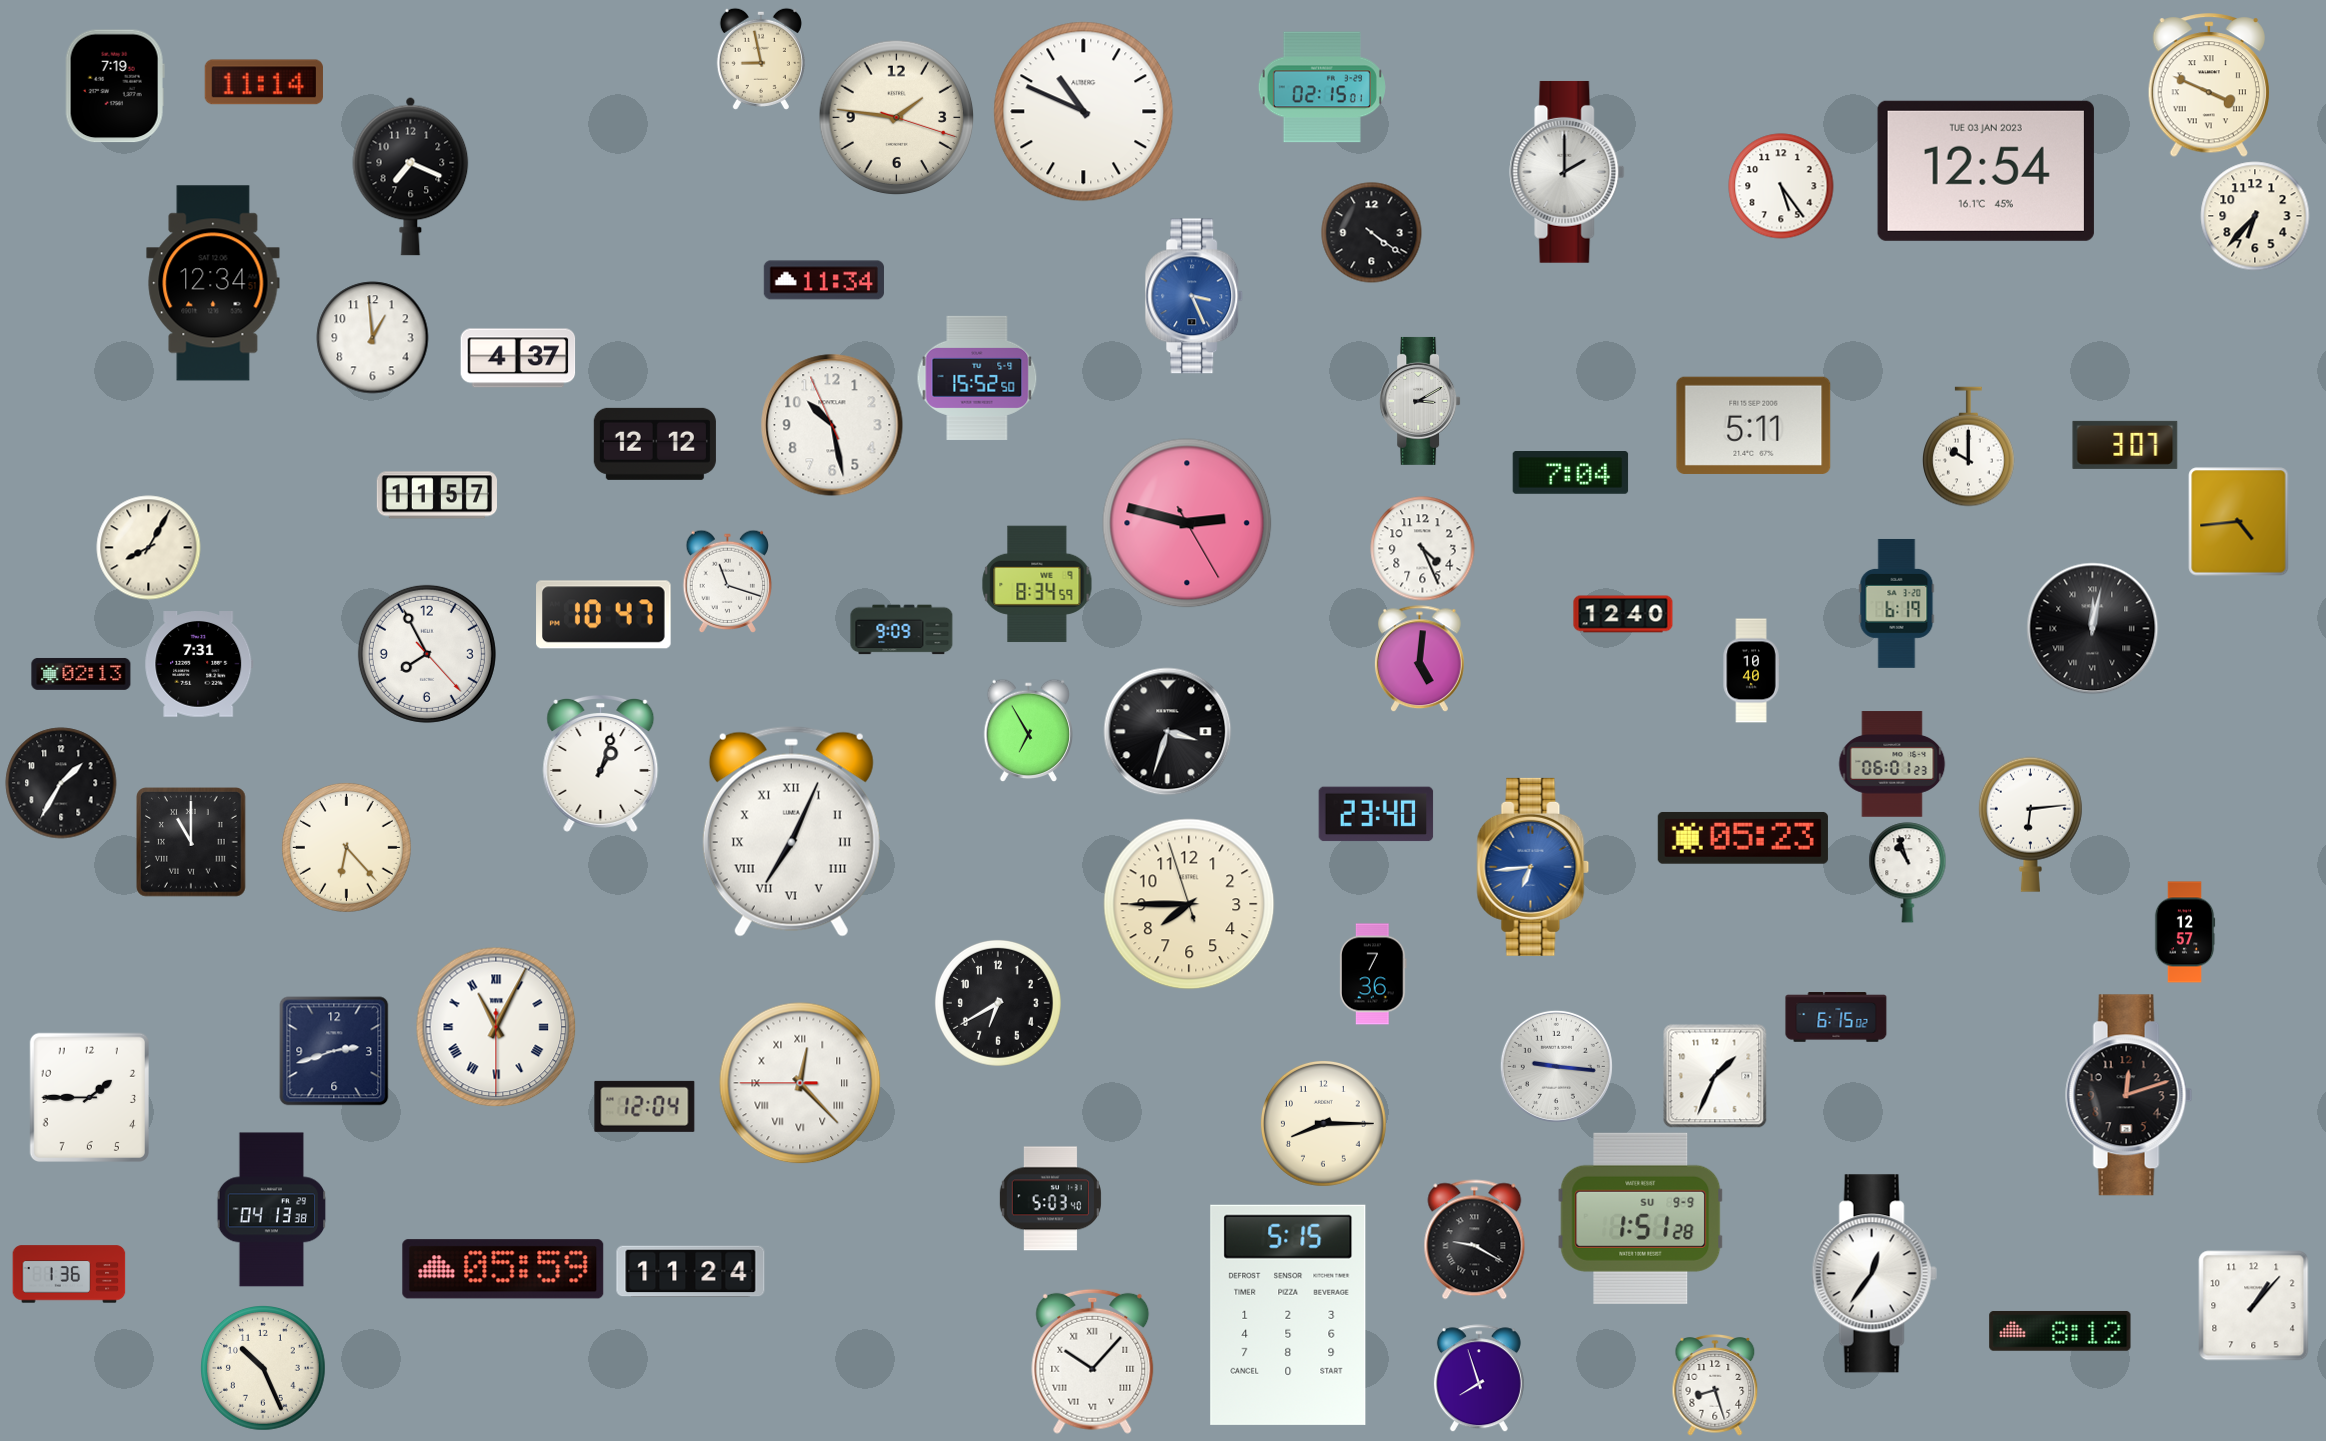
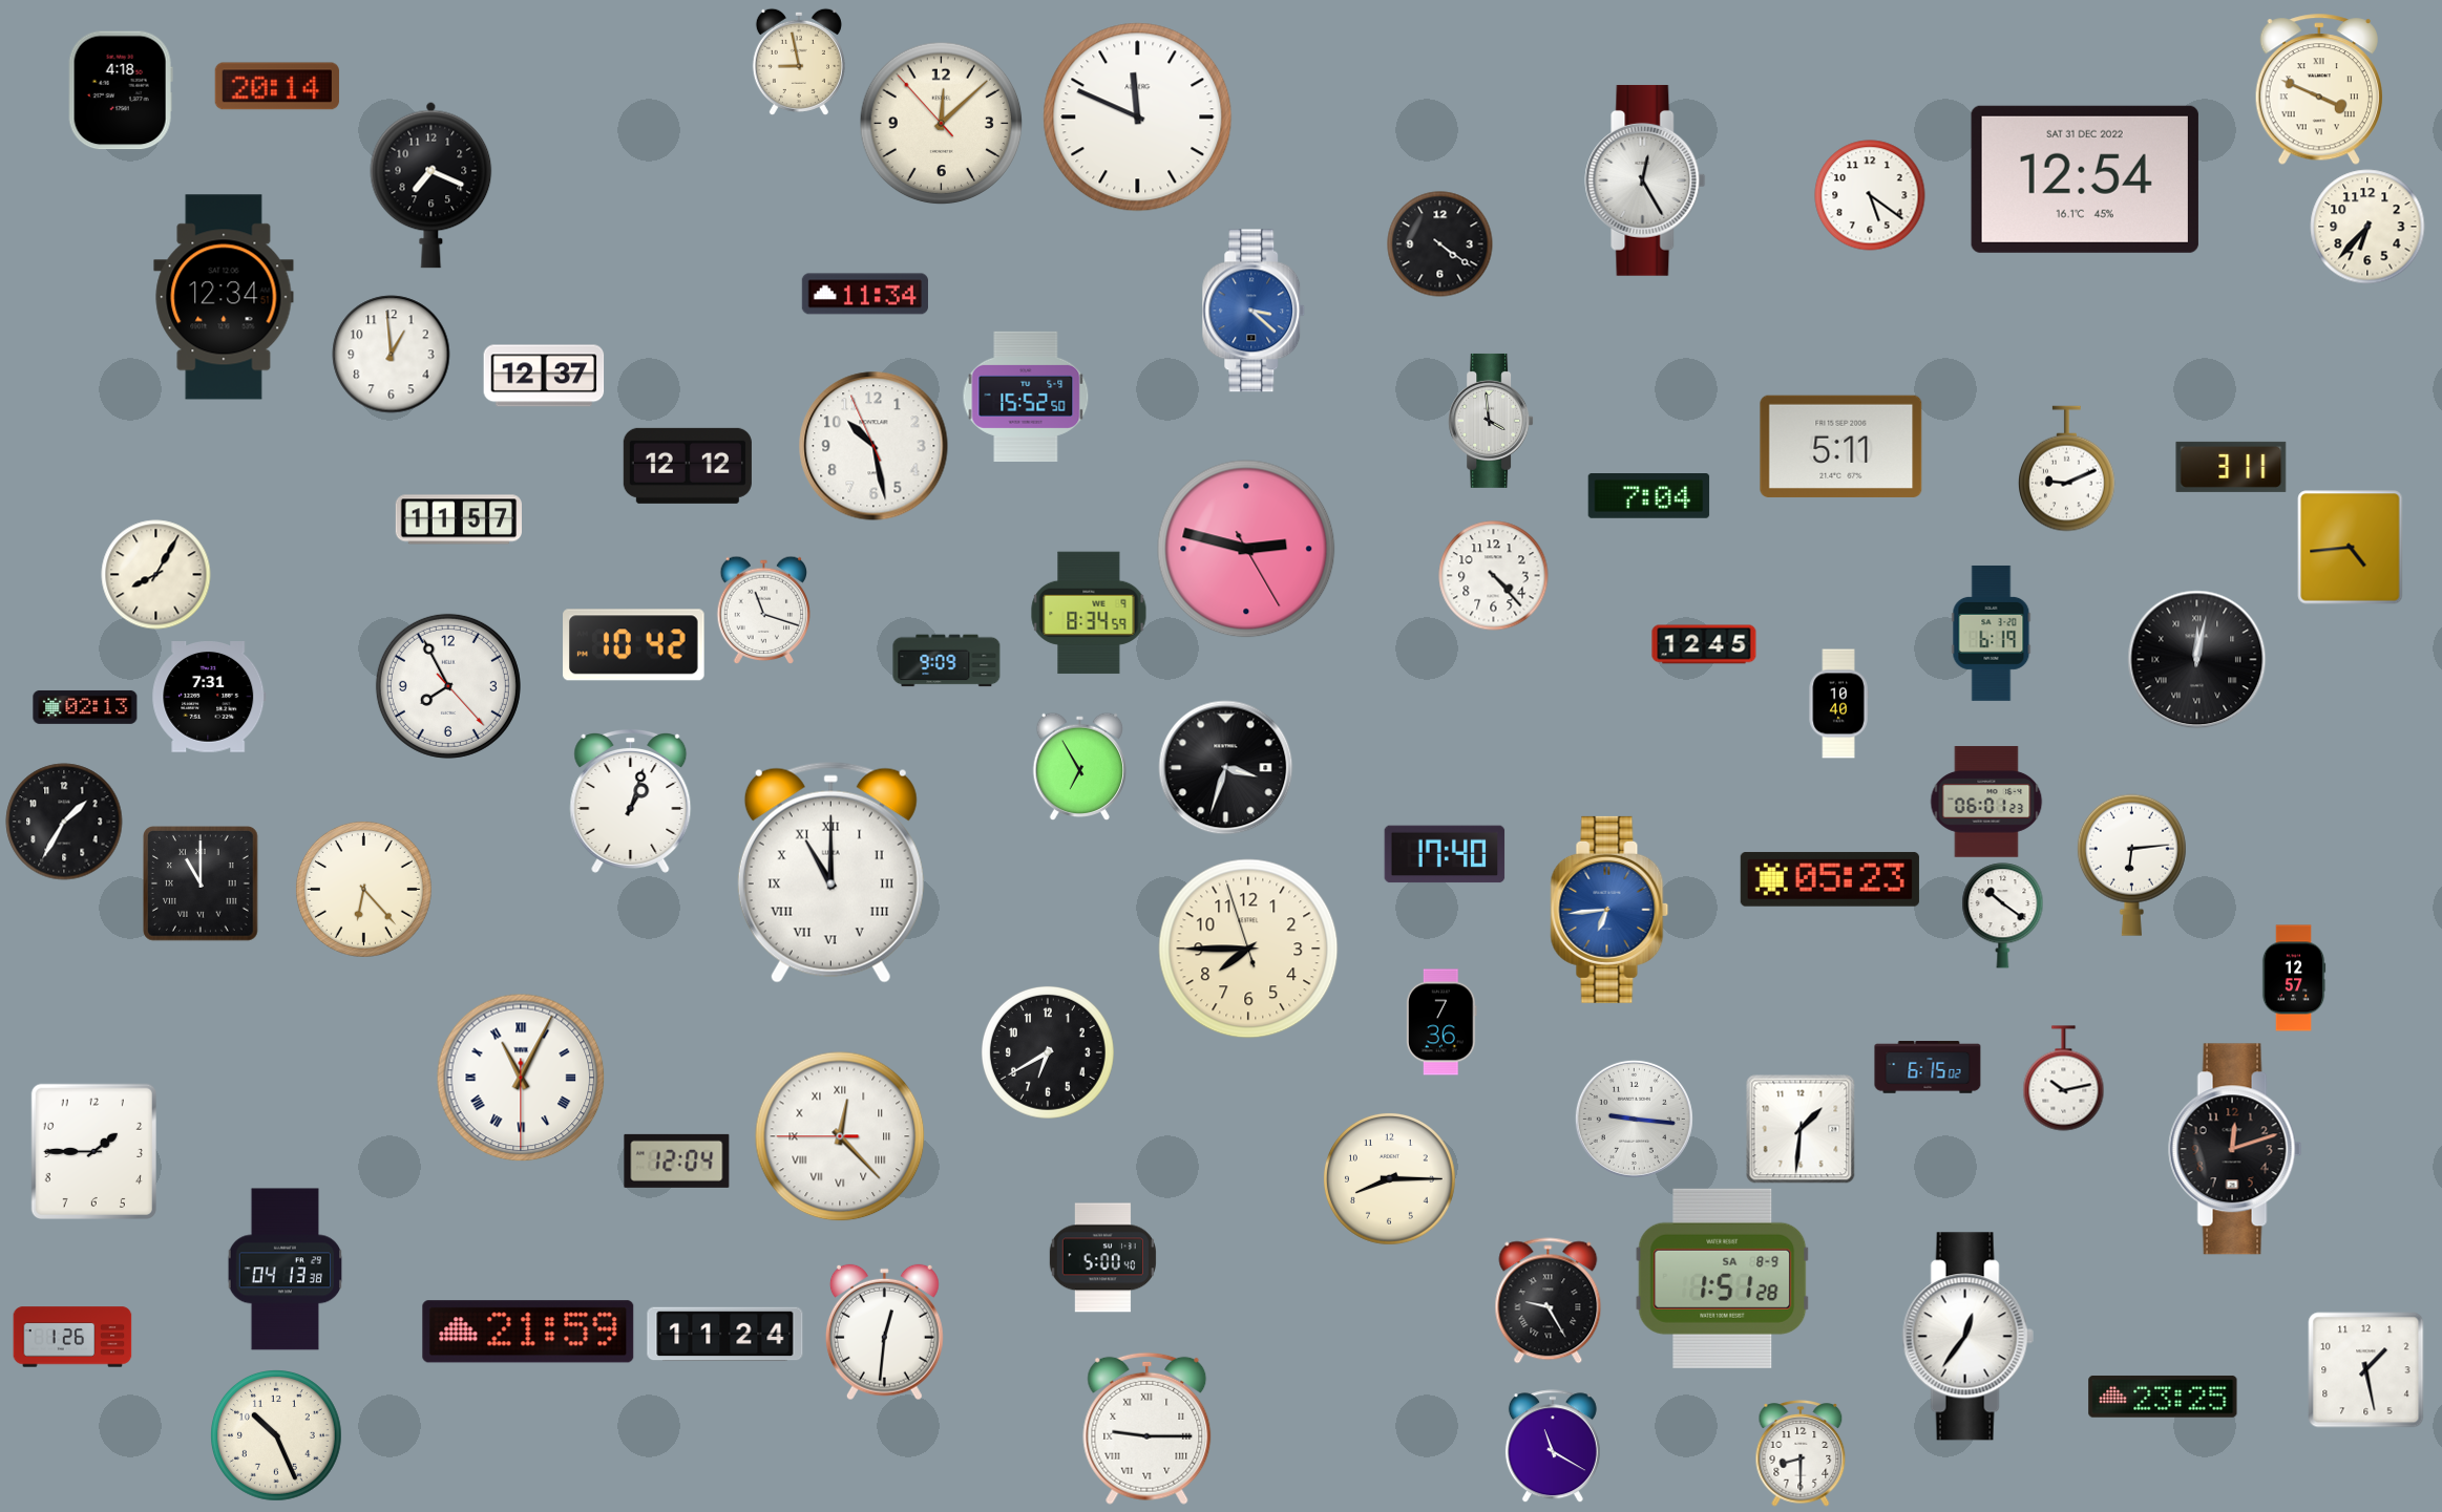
clock at (263, 82): 11:14 -> 20:14
clock at (115, 86): 7:19 -> 4:18
clock at (1322, 87): 02:15 -> none
clock at (1084, 112): 10:49 -> 11:49
clock at (897, 118): 1:46 -> 12:07
clock at (1986, 171) date: TUE 03 JAN 2023 -> SAT 31 DEC 2022
clock at (1567, 172): 2:00 -> 12:25
clock at (1781, 186): 5:24 -> 5:21
clock at (1194, 296): 3:26 -> 3:22
clock at (518, 358): 4:37 -> 12:37
clock at (1420, 401): 3:10 -> 3:59
clock at (2125, 445): 3:07 -> 3:11
clock at (1969, 447): 10:00 -> 9:11
clock at (1423, 549): 4:26 -> 4:23
clock at (1623, 614): 12:40 -> 12:45
clock at (604, 615): 10:47 -> 10:42
clock at (1419, 659): 5:01 -> none
clock at (1376, 814): 23:40 -> 17:40
clock at (791, 831): 7:04 -> 11:00
clock at (1908, 873): 10:57 -> 10:21
clock at (2064, 1079): none -> 10:13
clock at (334, 1051): 2:42 -> none
clock at (1715, 1076): 1:34 -> 1:31
clock at (1050, 1199): 5:03 -> 5:00
clock at (1641, 1218) date: SU 9-9 -> SA 8-9
clock at (1475, 1240): 9:20 -> 9:25
clock at (503, 1269): 05:59 -> 21:59
clock at (884, 1333): none -> 12:31
clock at (69, 1274): 1:36 -> 1:26
clock at (2254, 1306): 1:07 -> 1:28
clock at (1288, 1315): 5:15 -> none
clock at (2060, 1331): 8:12 -> 23:25
clock at (1093, 1361): 10:07 -> 9:15
clock at (1479, 1378): 7:57 -> 11:20
clock at (1715, 1385): 8:27 -> 8:30
